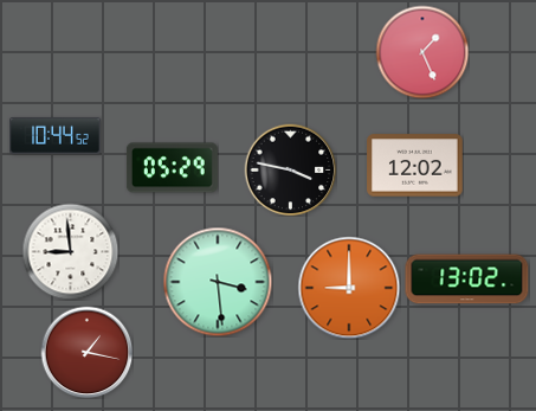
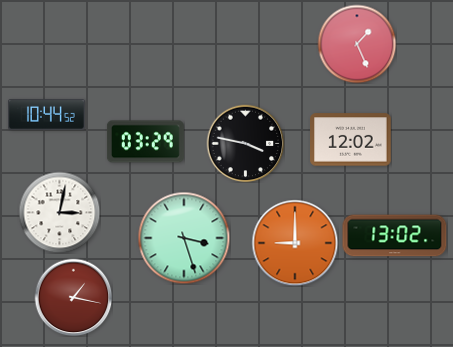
clock at (172, 168): 05:29 -> 03:29
clock at (70, 251): 8:59 -> 3:02
clock at (218, 282): 3:29 -> 3:27
